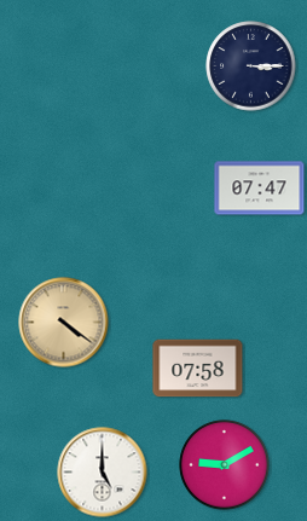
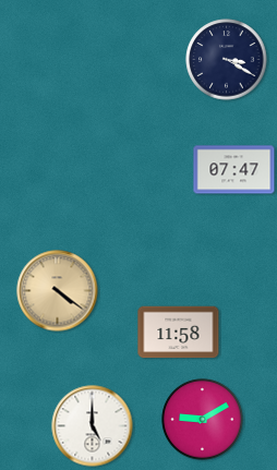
clock at (251, 66): 3:15 -> 3:20
clock at (198, 369): 07:58 -> 11:58
